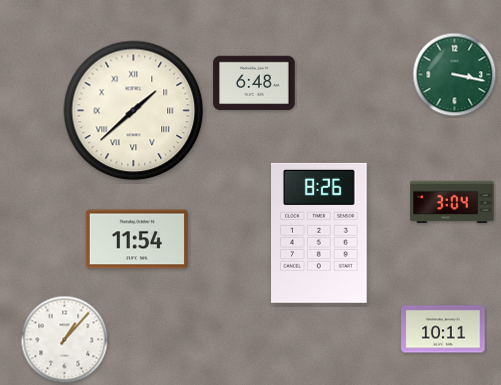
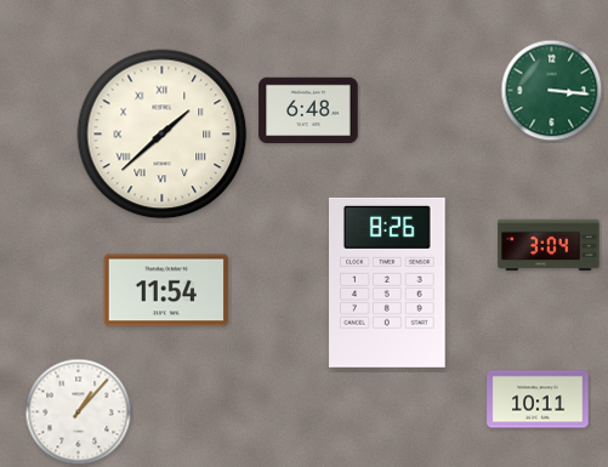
clock at (455, 75): 3:17 -> 3:16
clock at (254, 83) position: (254, 83) -> (308, 110)
